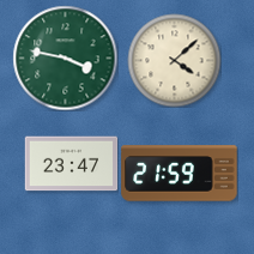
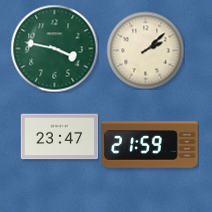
clock at (174, 60): 4:08 -> 2:08
